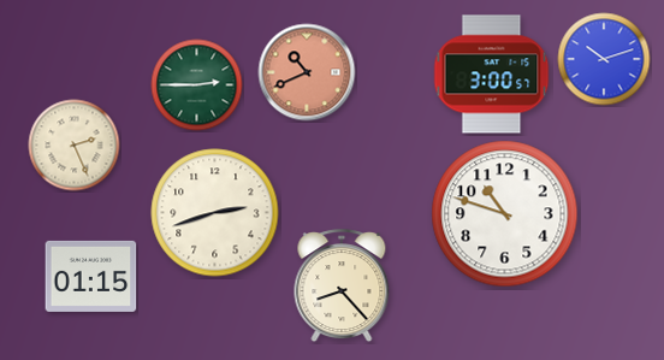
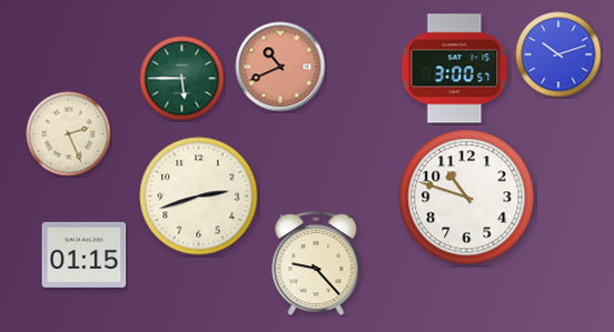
clock at (307, 72) position: (307, 72) -> (280, 67)
clock at (197, 85): 2:45 -> 5:45
clock at (342, 287): 8:23 -> 9:23
